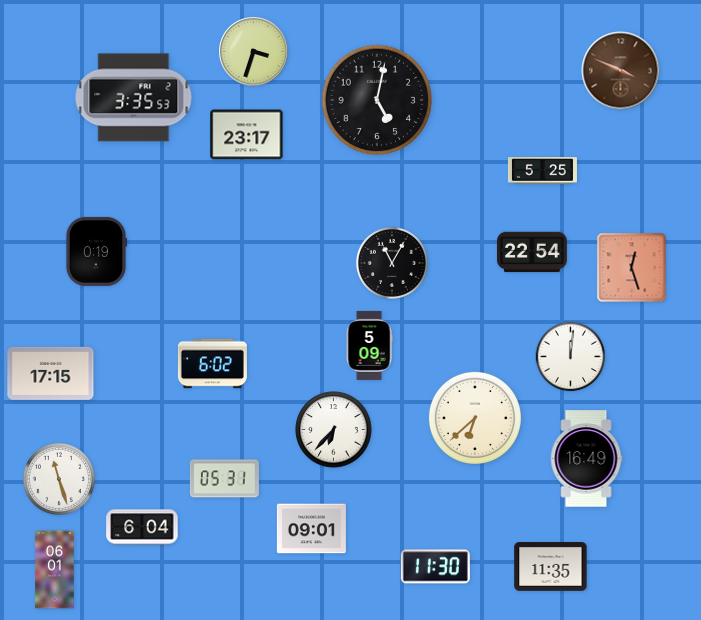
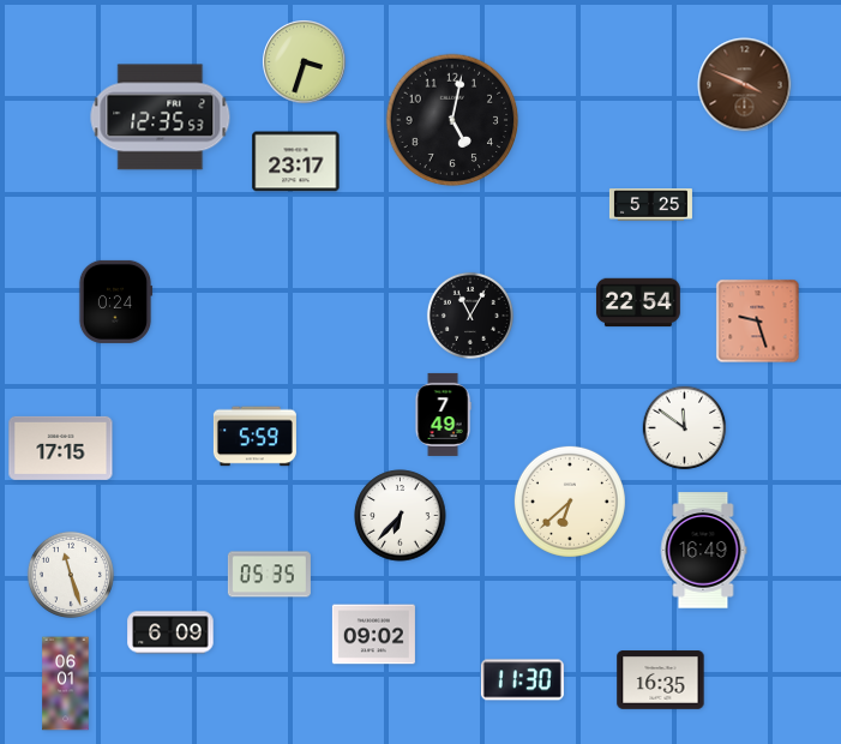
clock at (134, 98): 3:35 -> 12:35
clock at (96, 251): 0:19 -> 0:24
clock at (632, 268): 12:27 -> 9:27
clock at (369, 345): 5:09 -> 7:49
clock at (571, 357): 12:01 -> 11:51
clock at (212, 364): 6:02 -> 5:59
clock at (224, 479): 05:31 -> 05:35
clock at (142, 527): 6:04 -> 6:09
clock at (311, 529): 09:01 -> 09:02
clock at (551, 567): 11:35 -> 16:35
